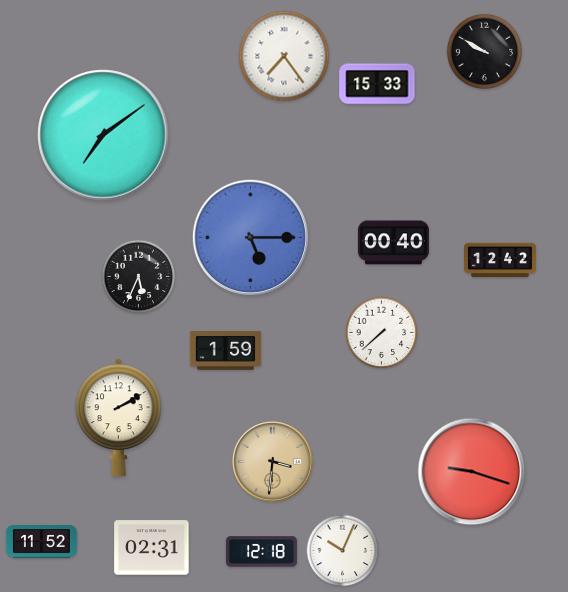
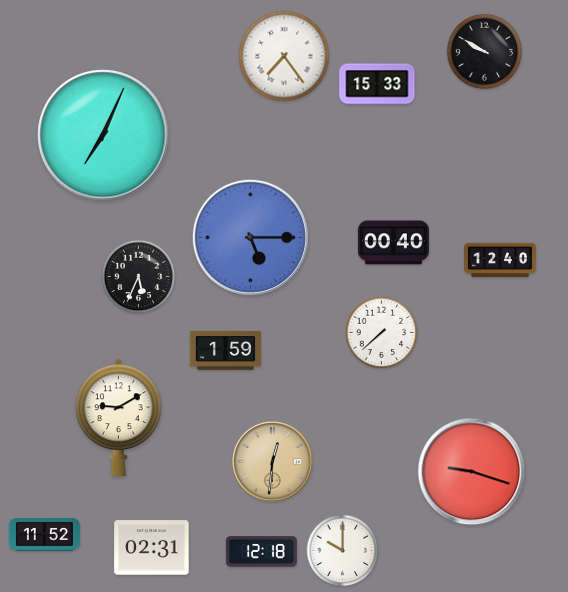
clock at (103, 135): 7:09 -> 7:04
clock at (501, 260): 12:42 -> 12:40
clock at (119, 417): 2:10 -> 9:10
clock at (273, 462): 3:31 -> 12:31
clock at (41, 542) position: (41, 542) -> (44, 535)
clock at (343, 551): 10:04 -> 10:00
